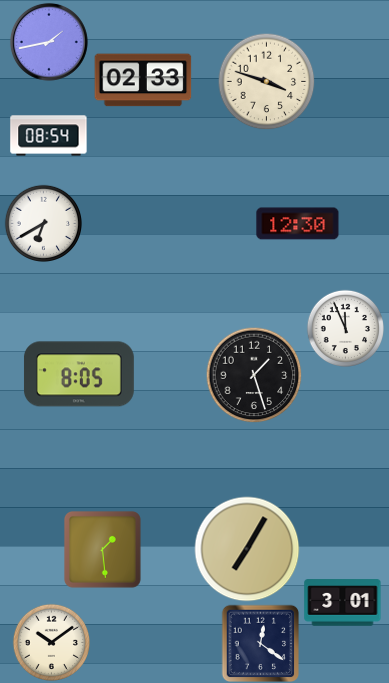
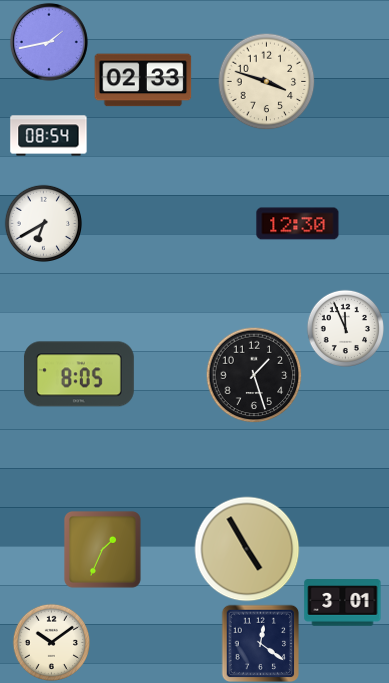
clock at (102, 549): 1:29 -> 1:34
clock at (247, 549): 7:05 -> 4:55
